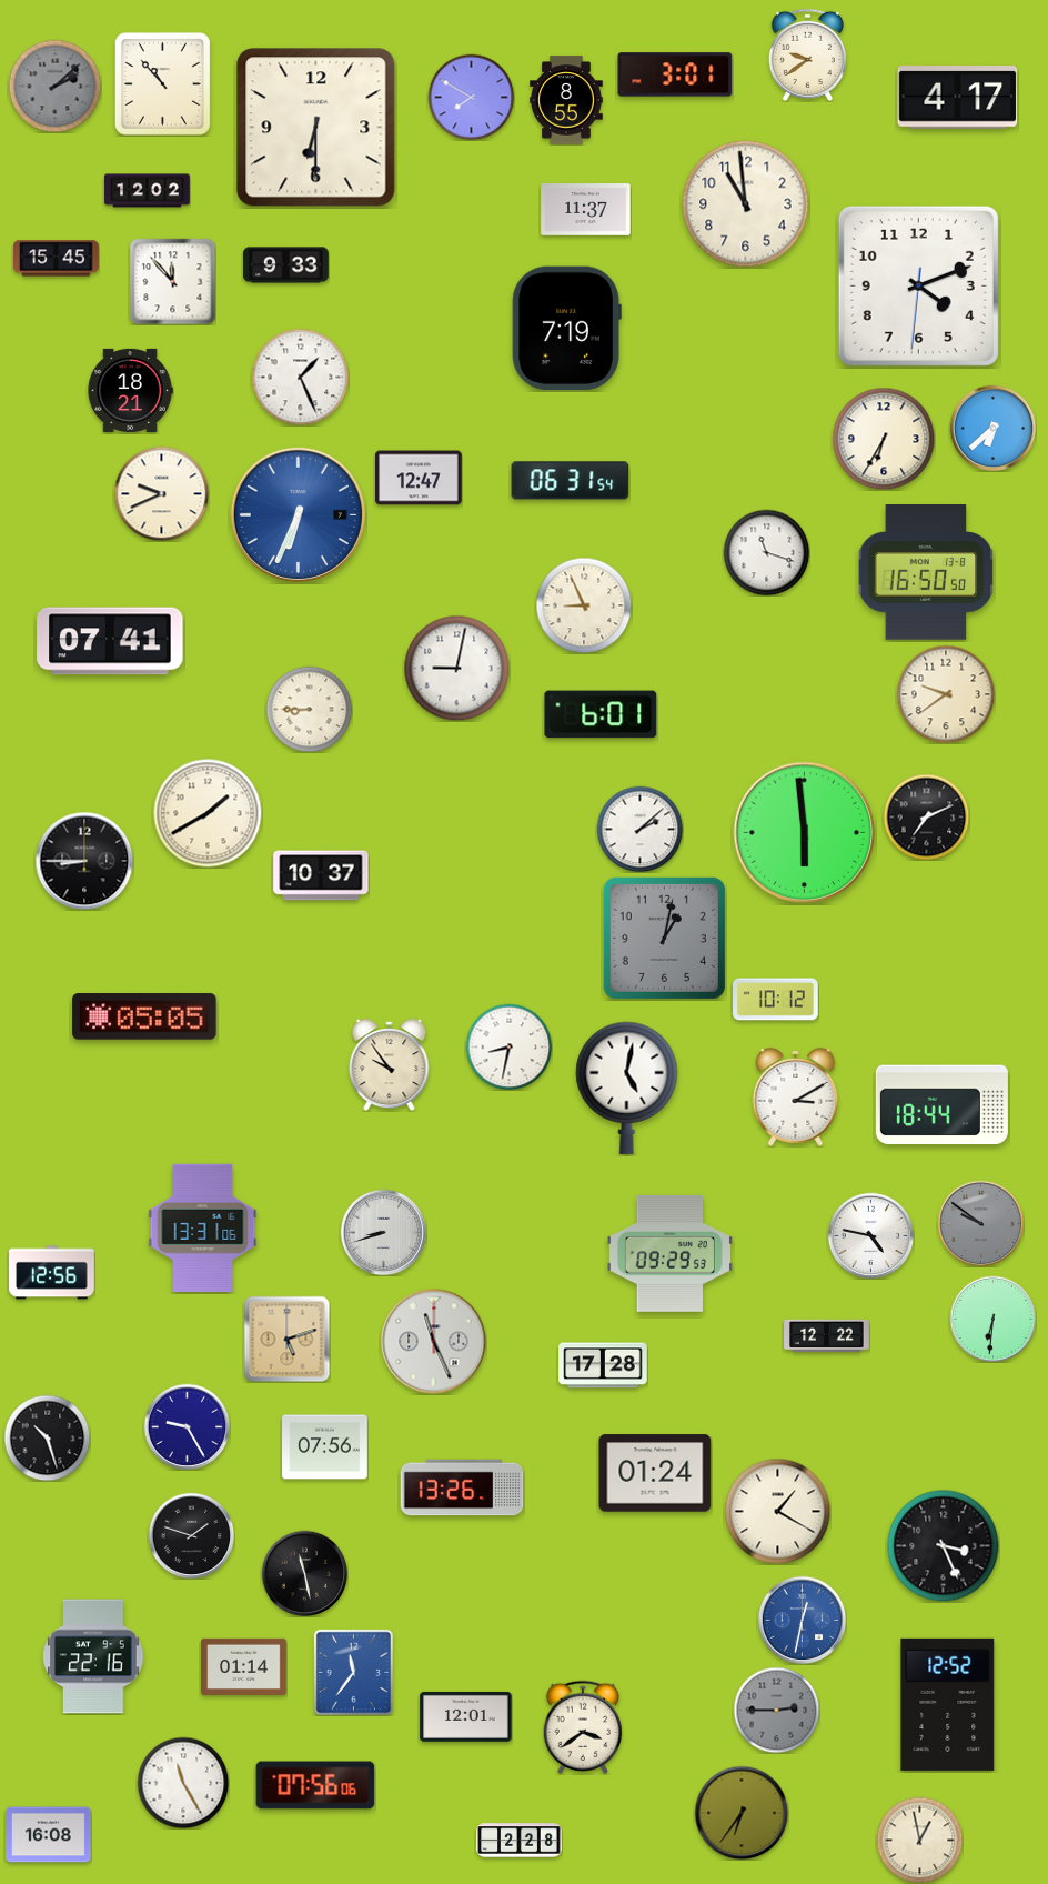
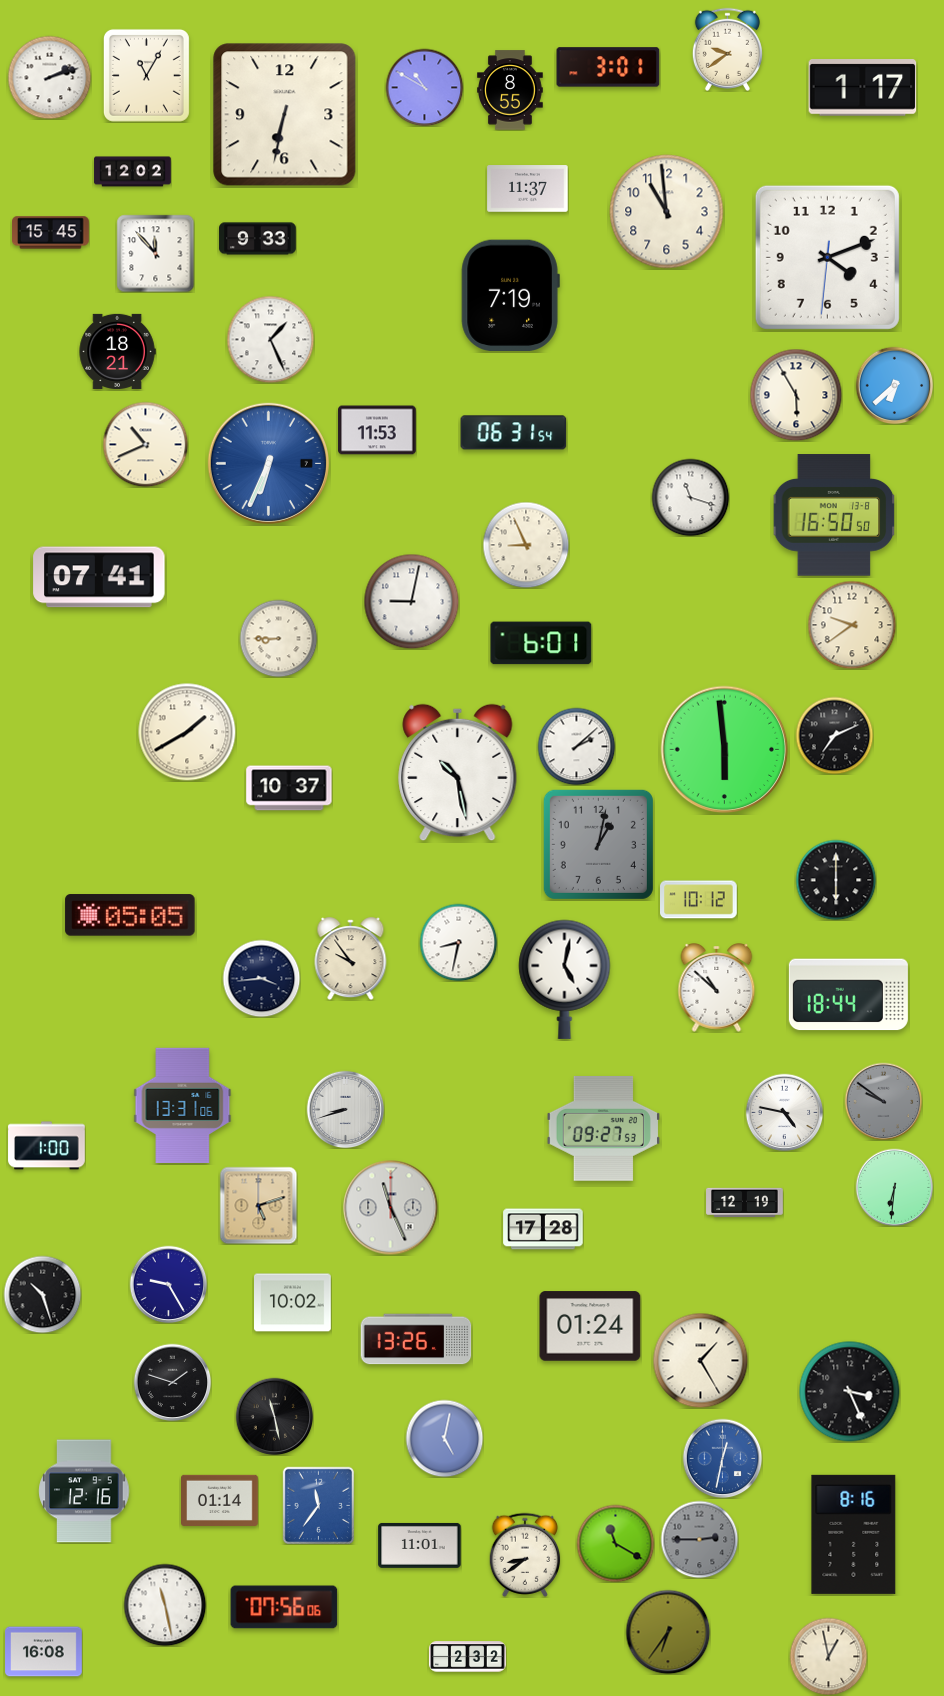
clock at (162, 83): 10:53 -> 11:05
clock at (54, 86): 2:08 -> 2:12
clock at (54, 86) dial: grey -> white
clock at (471, 97): 7:50 -> 10:50
clock at (958, 98): 4:17 -> 1:17
clock at (316, 128): 6:30 -> 6:32
clock at (746, 204) position: (746, 204) -> (667, 212)
clock at (884, 439): 6:35 -> 5:55
clock at (419, 478): 12:47 -> 11:53
clock at (161, 493): 9:41 -> 10:41
clock at (458, 773): none -> 10:28
clock at (84, 861): 8:45 -> none
clock at (836, 880): none -> 6:00
clock at (261, 978): none -> 3:44
clock at (796, 1098): 3:10 -> 10:52
clock at (669, 1253): 09:29 -> 09:27
clock at (52, 1273): 12:56 -> 1:00
clock at (827, 1336): 12:22 -> 12:19
clock at (325, 1447): 07:56 -> 10:02
clock at (777, 1511): 1:20 -> 1:25
clock at (444, 1438): none -> 5:02
clock at (93, 1656): 22:16 -> 12:16
clock at (948, 1704): 12:52 -> 8:16
clock at (615, 1543): none -> 11:20
clock at (466, 1716): 12:01 -> 11:01
clock at (583, 1727): 3:39 -> 8:39
clock at (183, 1783): 11:25 -> 11:28
clock at (520, 1841): 2:28 -> 2:32
